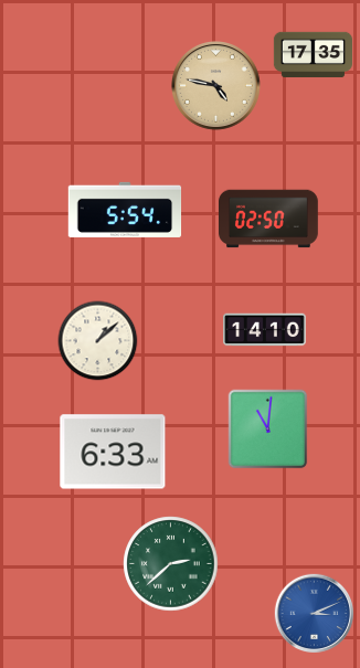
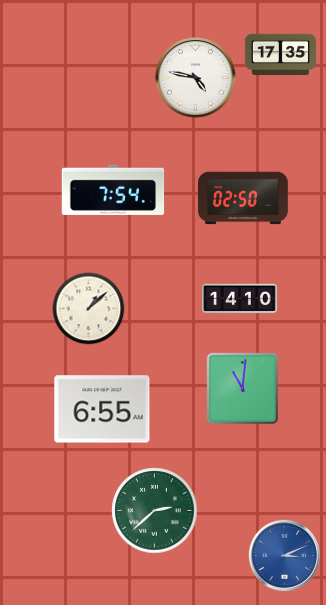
clock at (313, 55) position: (313, 55) -> (280, 55)
clock at (216, 86) dial: champagne -> white
clock at (125, 210): 5:54 -> 7:54
clock at (113, 452): 6:33 -> 6:55
